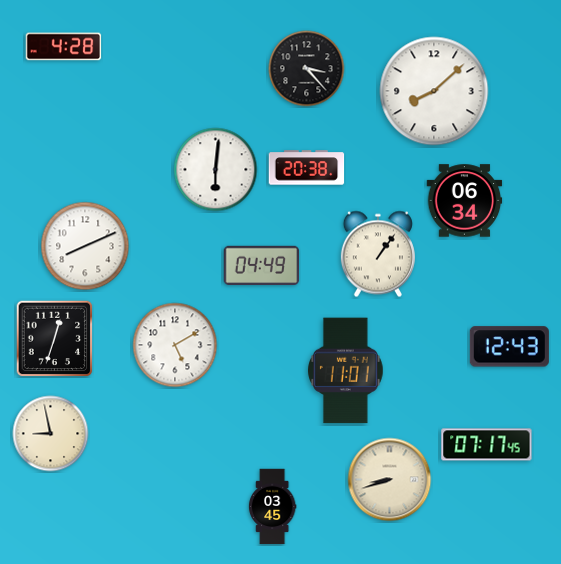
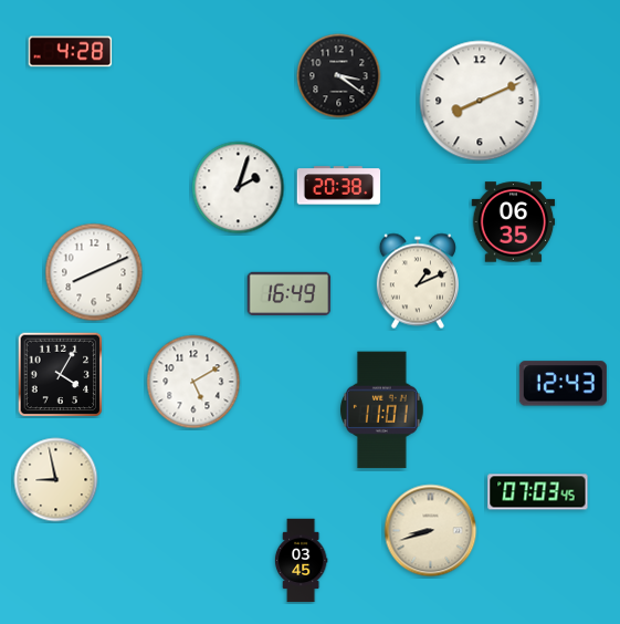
clock at (307, 69): 3:23 -> 3:21
clock at (434, 91): 8:08 -> 8:11
clock at (216, 170): 6:01 -> 2:03
clock at (465, 201): 06:34 -> 06:35
clock at (378, 254): 1:06 -> 1:11
clock at (262, 266): 04:49 -> 16:49
clock at (55, 339): 12:33 -> 4:05
clock at (487, 445): 07:17 -> 07:03
